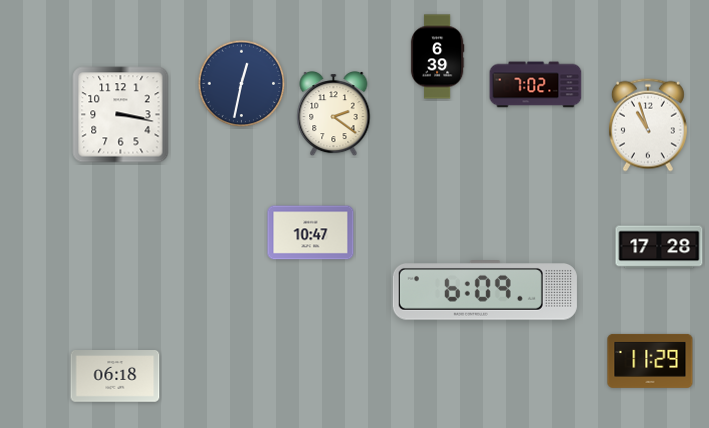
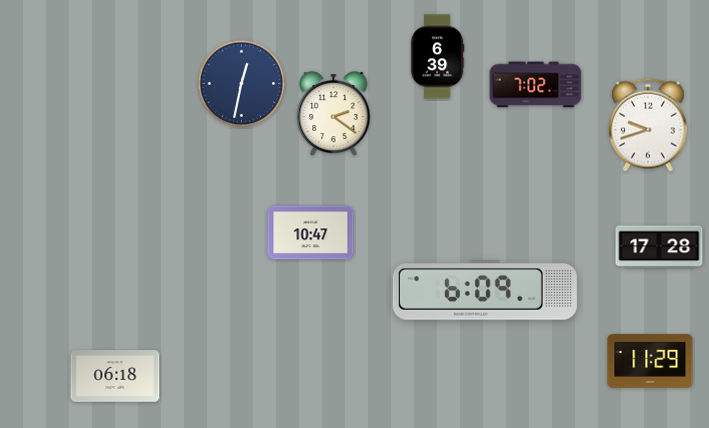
clock at (121, 115): 3:17 -> none
clock at (648, 125): 10:57 -> 9:42
